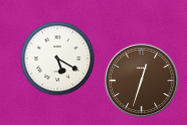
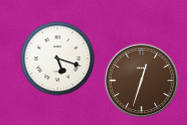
clock at (58, 59): 5:20 -> 5:18
